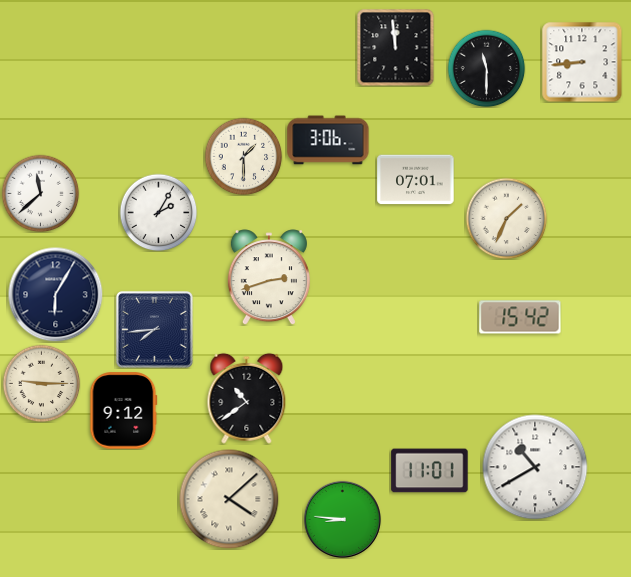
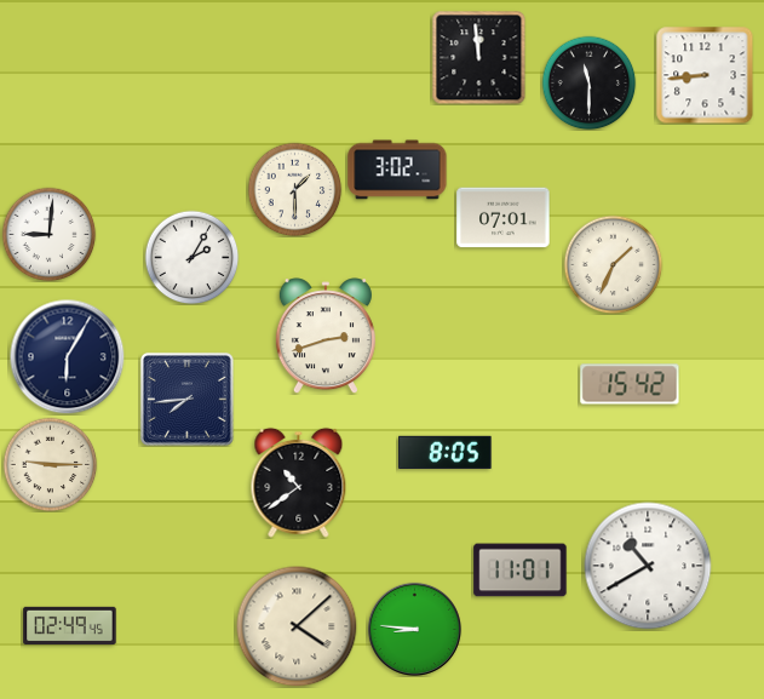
clock at (328, 140): 3:06 -> 3:02
clock at (40, 193): 11:38 -> 9:01
clock at (446, 452): none -> 8:05
clock at (124, 411): 9:12 -> none
clock at (229, 499) position: (229, 499) -> (297, 626)
clock at (70, 626): none -> 02:49
